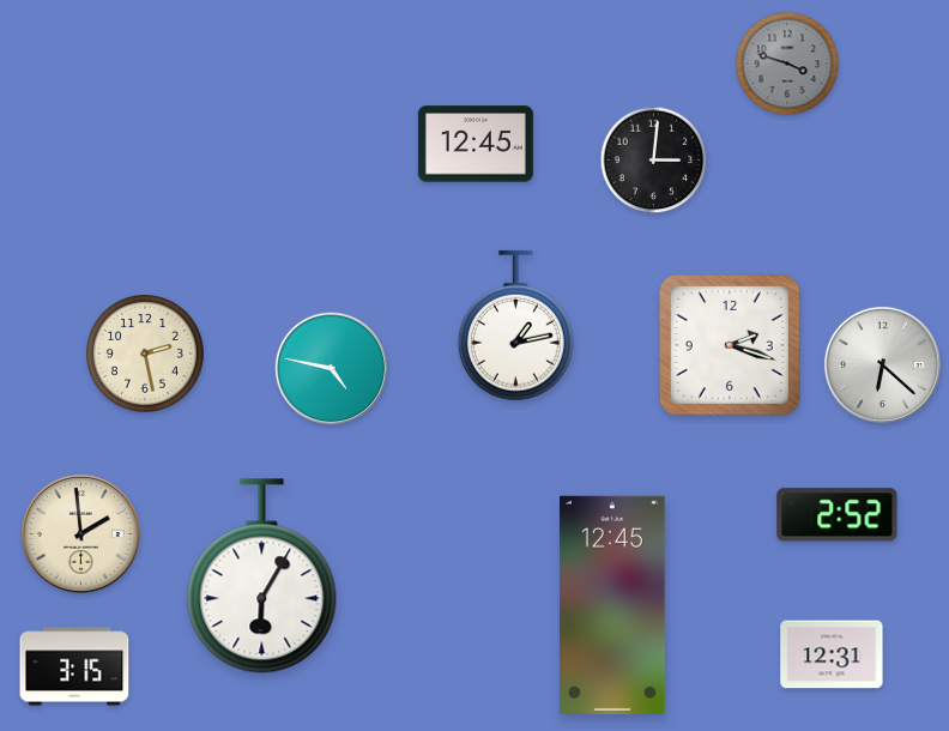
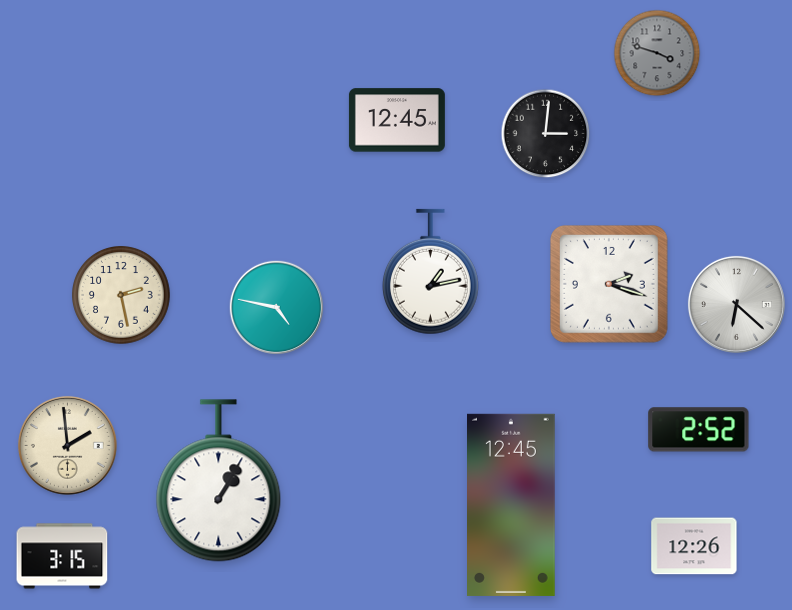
clock at (731, 346) position: (731, 346) -> (610, 285)
clock at (262, 576): 6:05 -> 1:05
clock at (832, 654): 12:31 -> 12:26
